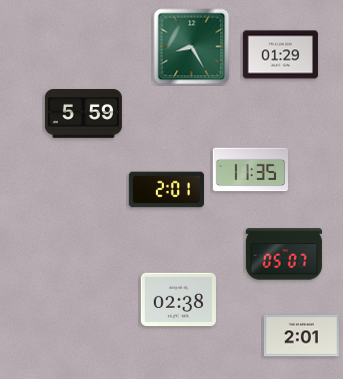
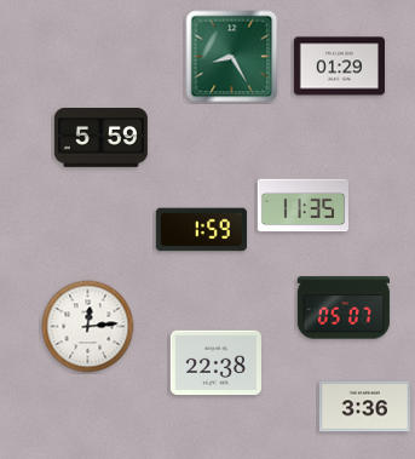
clock at (166, 190): 2:01 -> 1:59
clock at (88, 327): none -> 12:14
clock at (178, 300): 02:38 -> 22:38
clock at (301, 336): 2:01 -> 3:36
